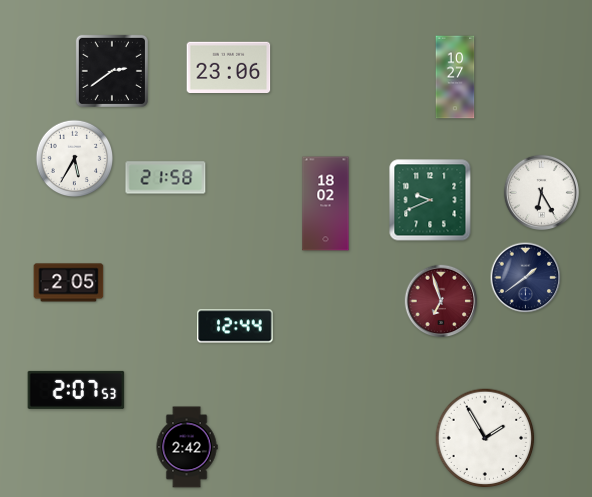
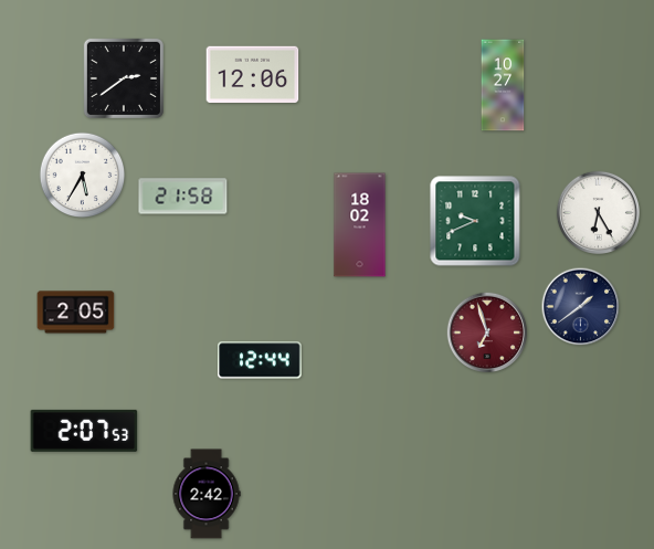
clock at (229, 67): 23:06 -> 12:06
clock at (485, 438): 1:55 -> none
